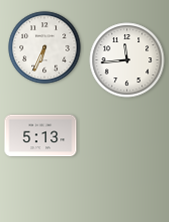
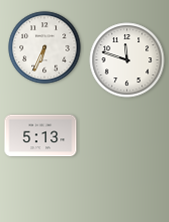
clock at (127, 60): 11:44 -> 11:48
